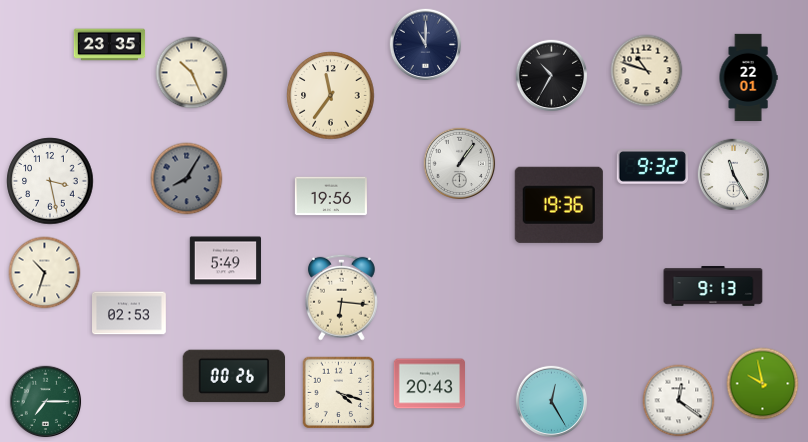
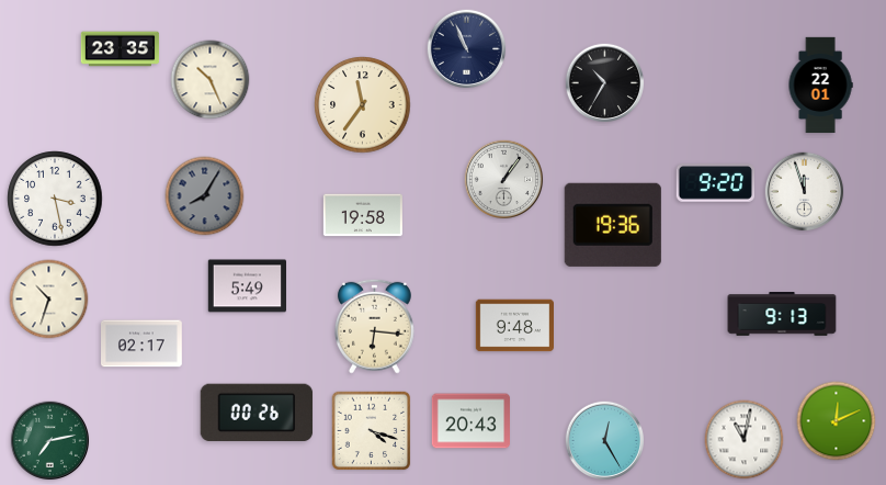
clock at (426, 45): 11:00 -> 10:56
clock at (647, 71): 10:48 -> none
clock at (652, 167): 9:32 -> 9:20
clock at (734, 175): 11:25 -> 11:57
clock at (331, 196): 19:56 -> 19:58
clock at (514, 326): none -> 9:48
clock at (130, 313): 02:53 -> 02:17
clock at (763, 384): 9:58 -> 12:11
clock at (679, 401): 12:21 -> 11:02
clock at (46, 402): 7:15 -> 7:13
